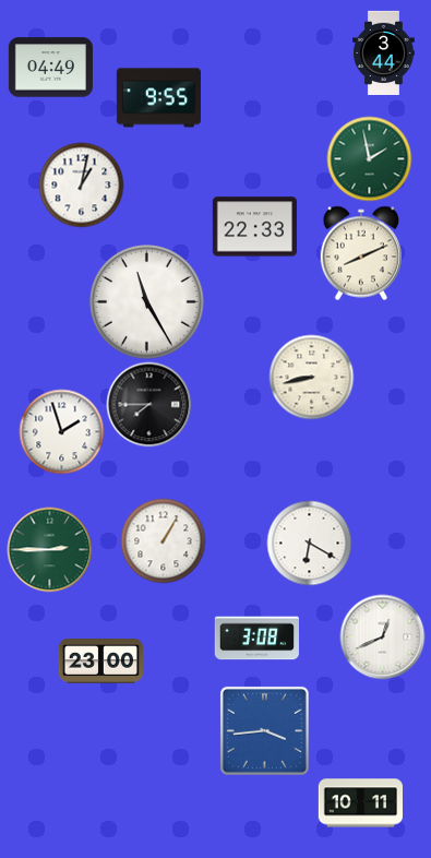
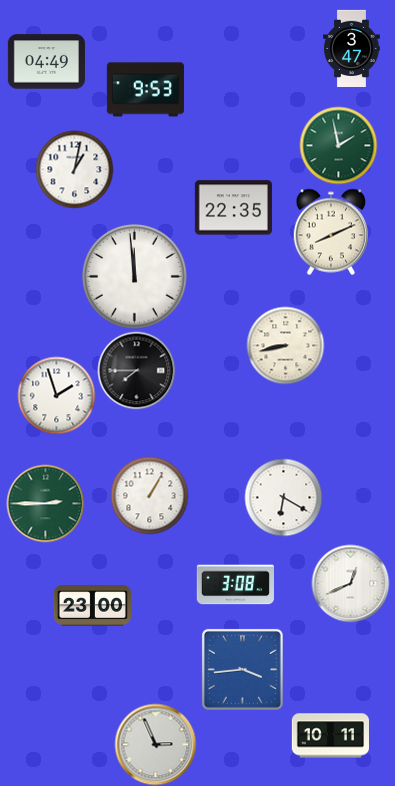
clock at (384, 52): 3:44 -> 3:47
clock at (158, 98): 9:55 -> 9:53
clock at (254, 227): 22:33 -> 22:35
clock at (147, 302): 11:25 -> 11:59
clock at (155, 744): none -> 2:56
